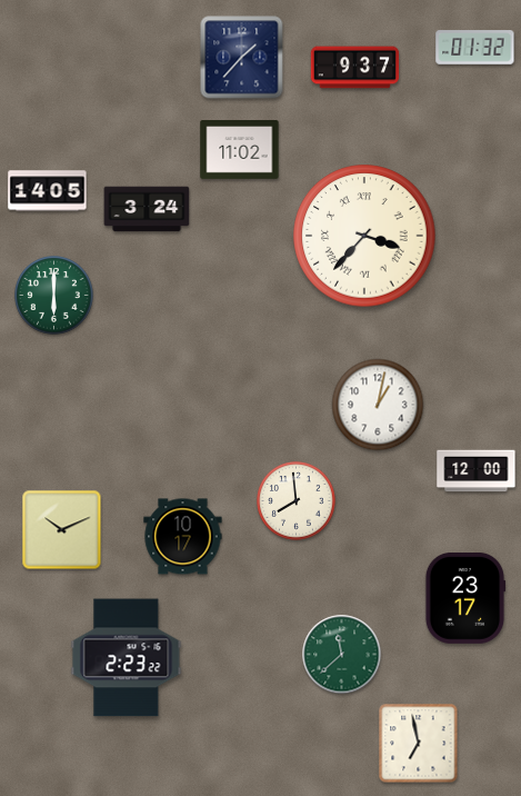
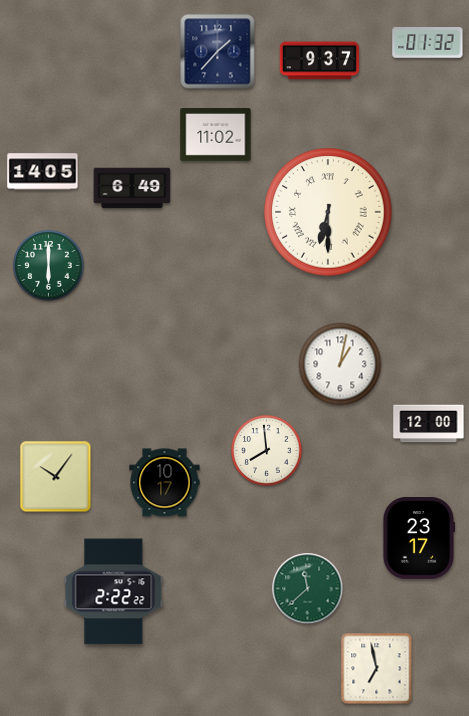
clock at (147, 209): 3:24 -> 6:49
clock at (364, 236): 3:37 -> 6:30
clock at (62, 530): 10:11 -> 10:06
clock at (127, 658): 2:23 -> 2:22
